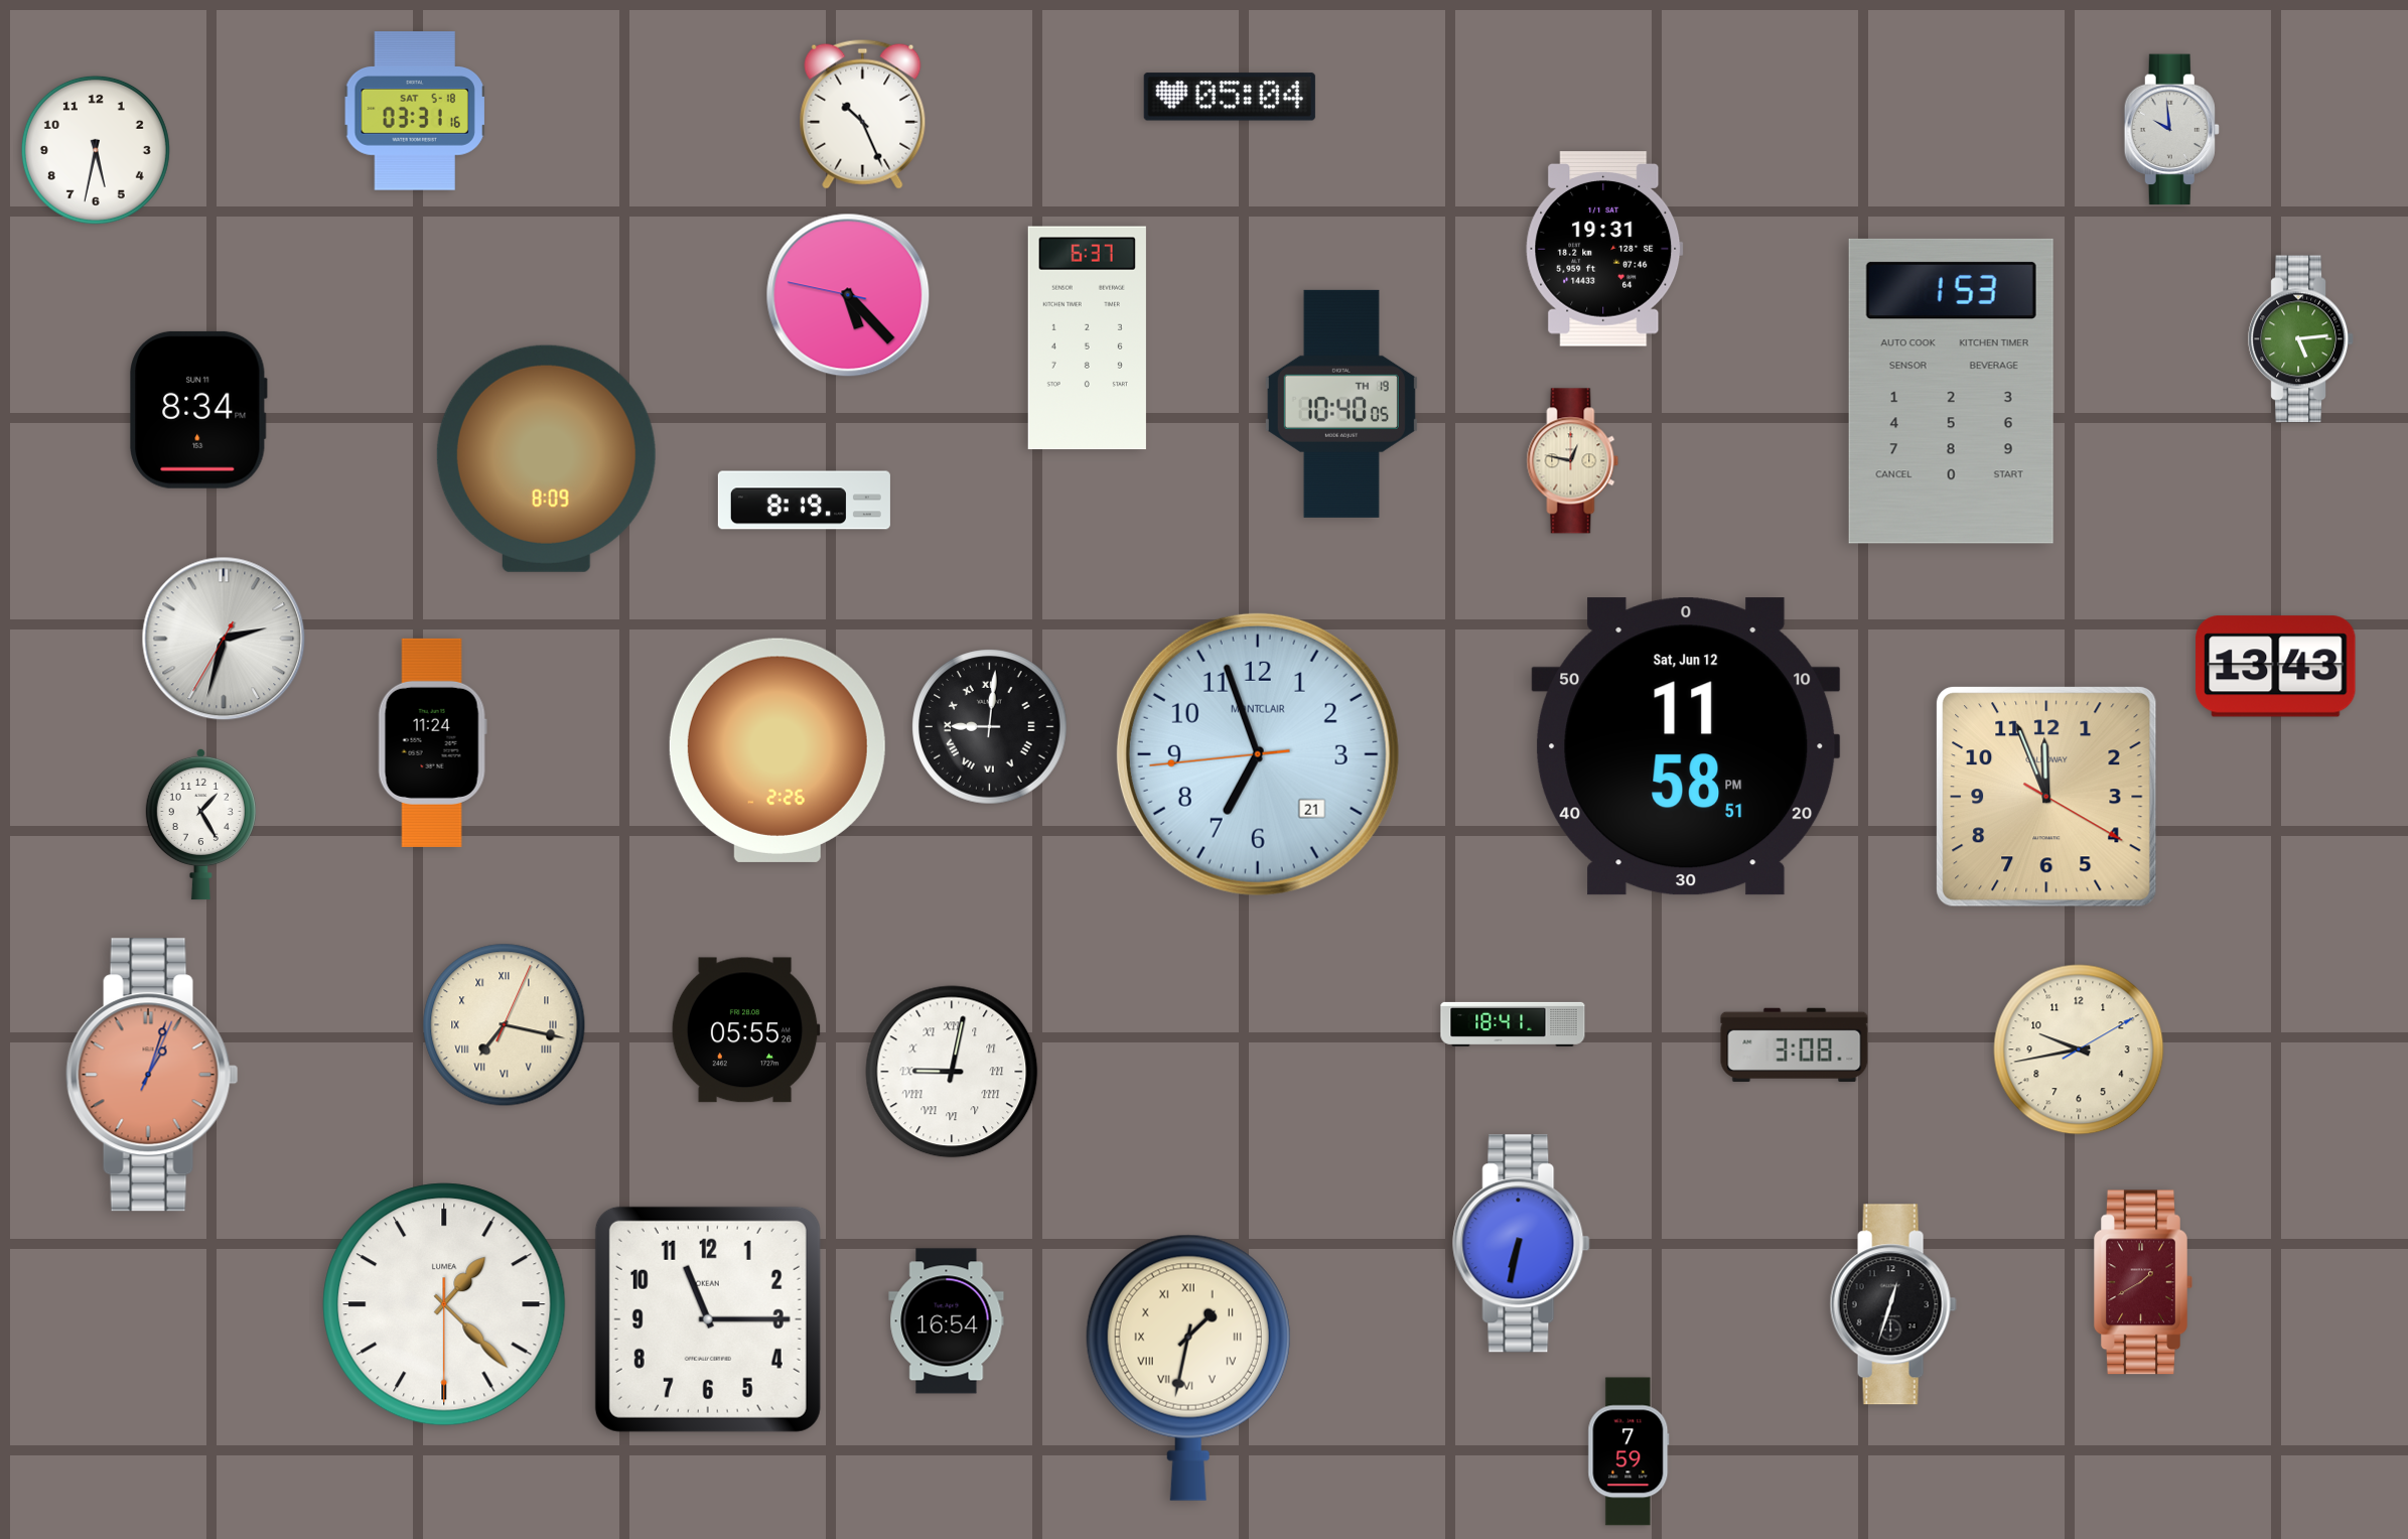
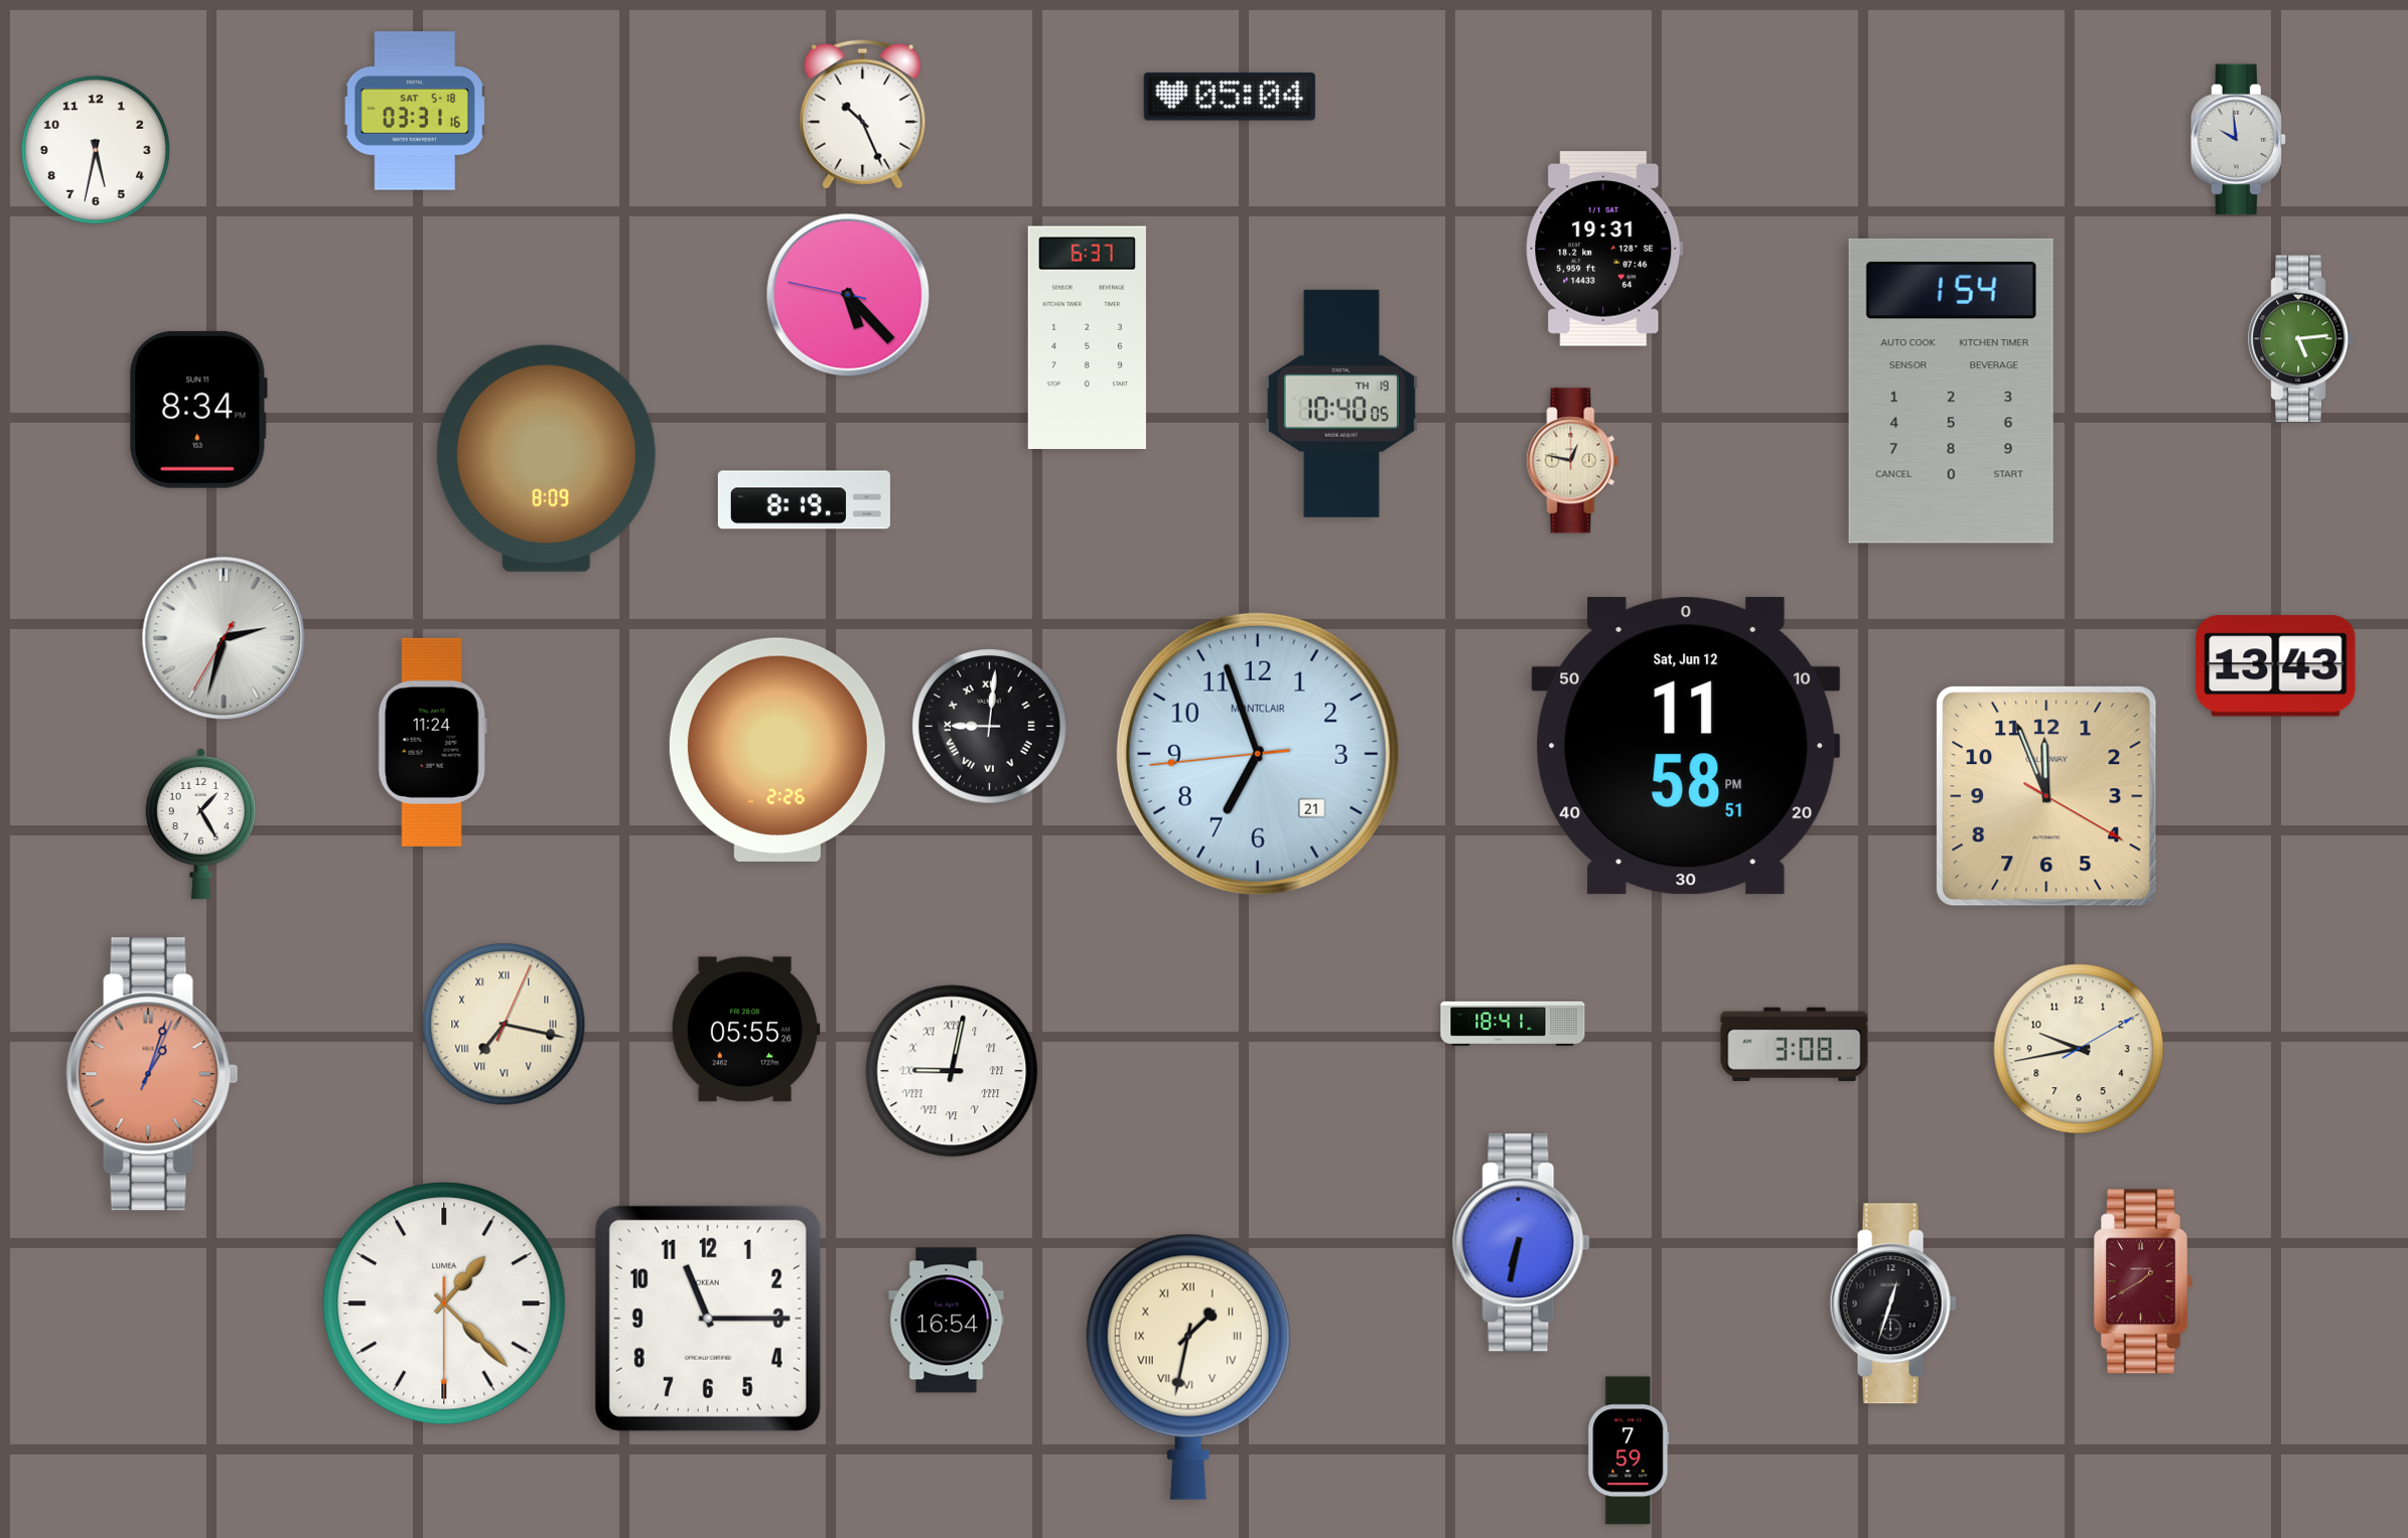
clock at (2171, 130) position: (2171, 130) -> (2238, 140)
clock at (1951, 391): 1:53 -> 1:54
